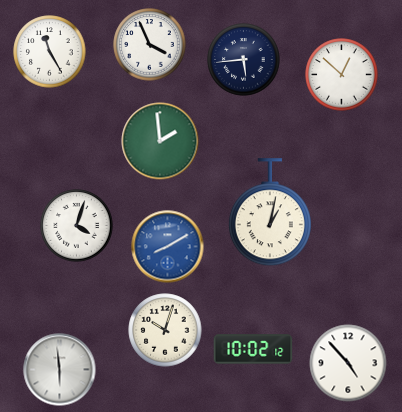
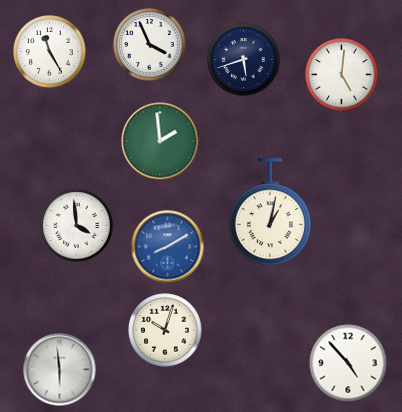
clock at (244, 60): 5:44 -> 5:42
clock at (342, 75): 12:52 -> 5:01
clock at (77, 226): 4:03 -> 3:59
clock at (253, 349): 10:02 -> none
